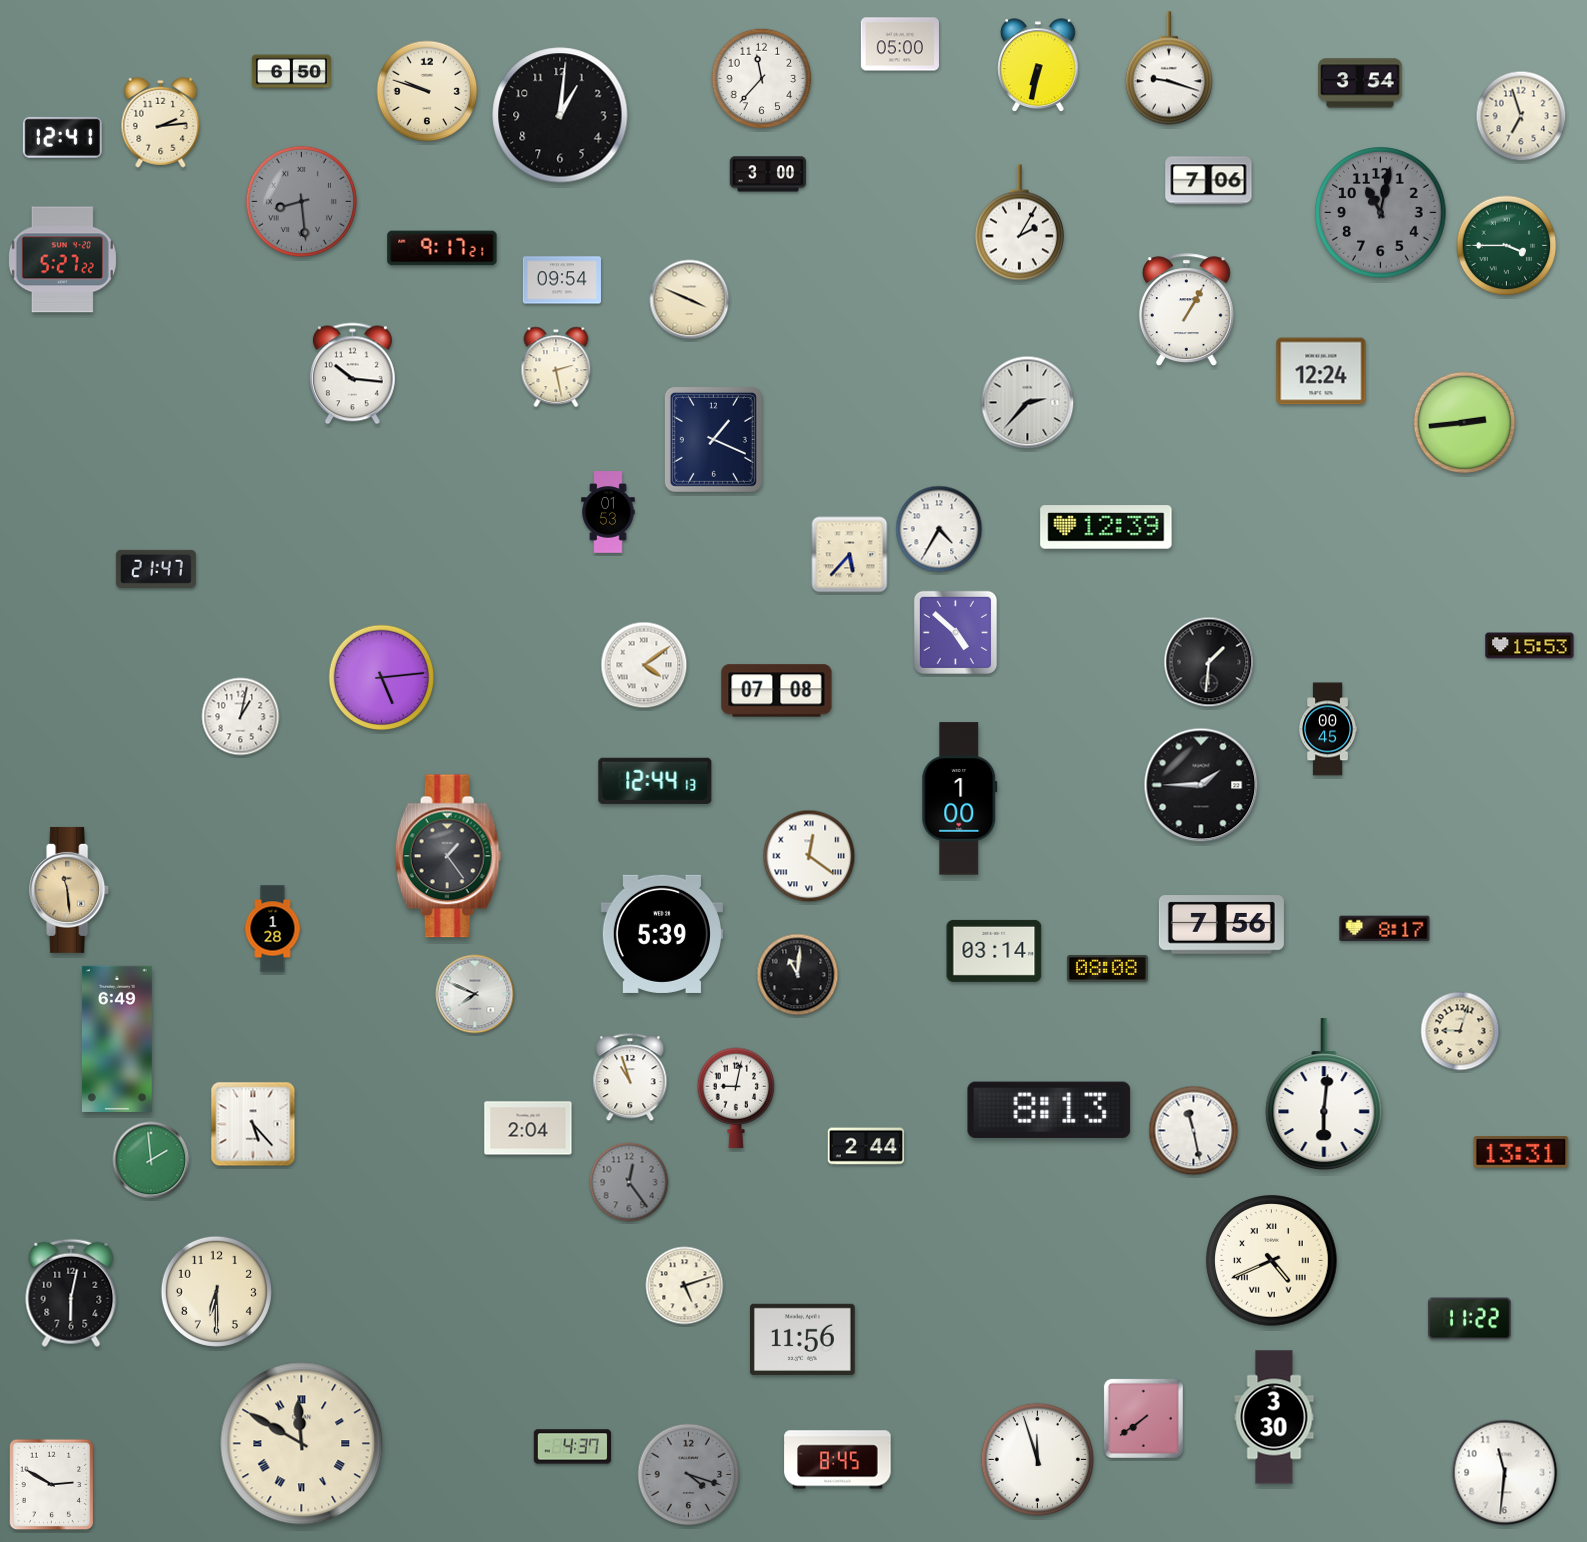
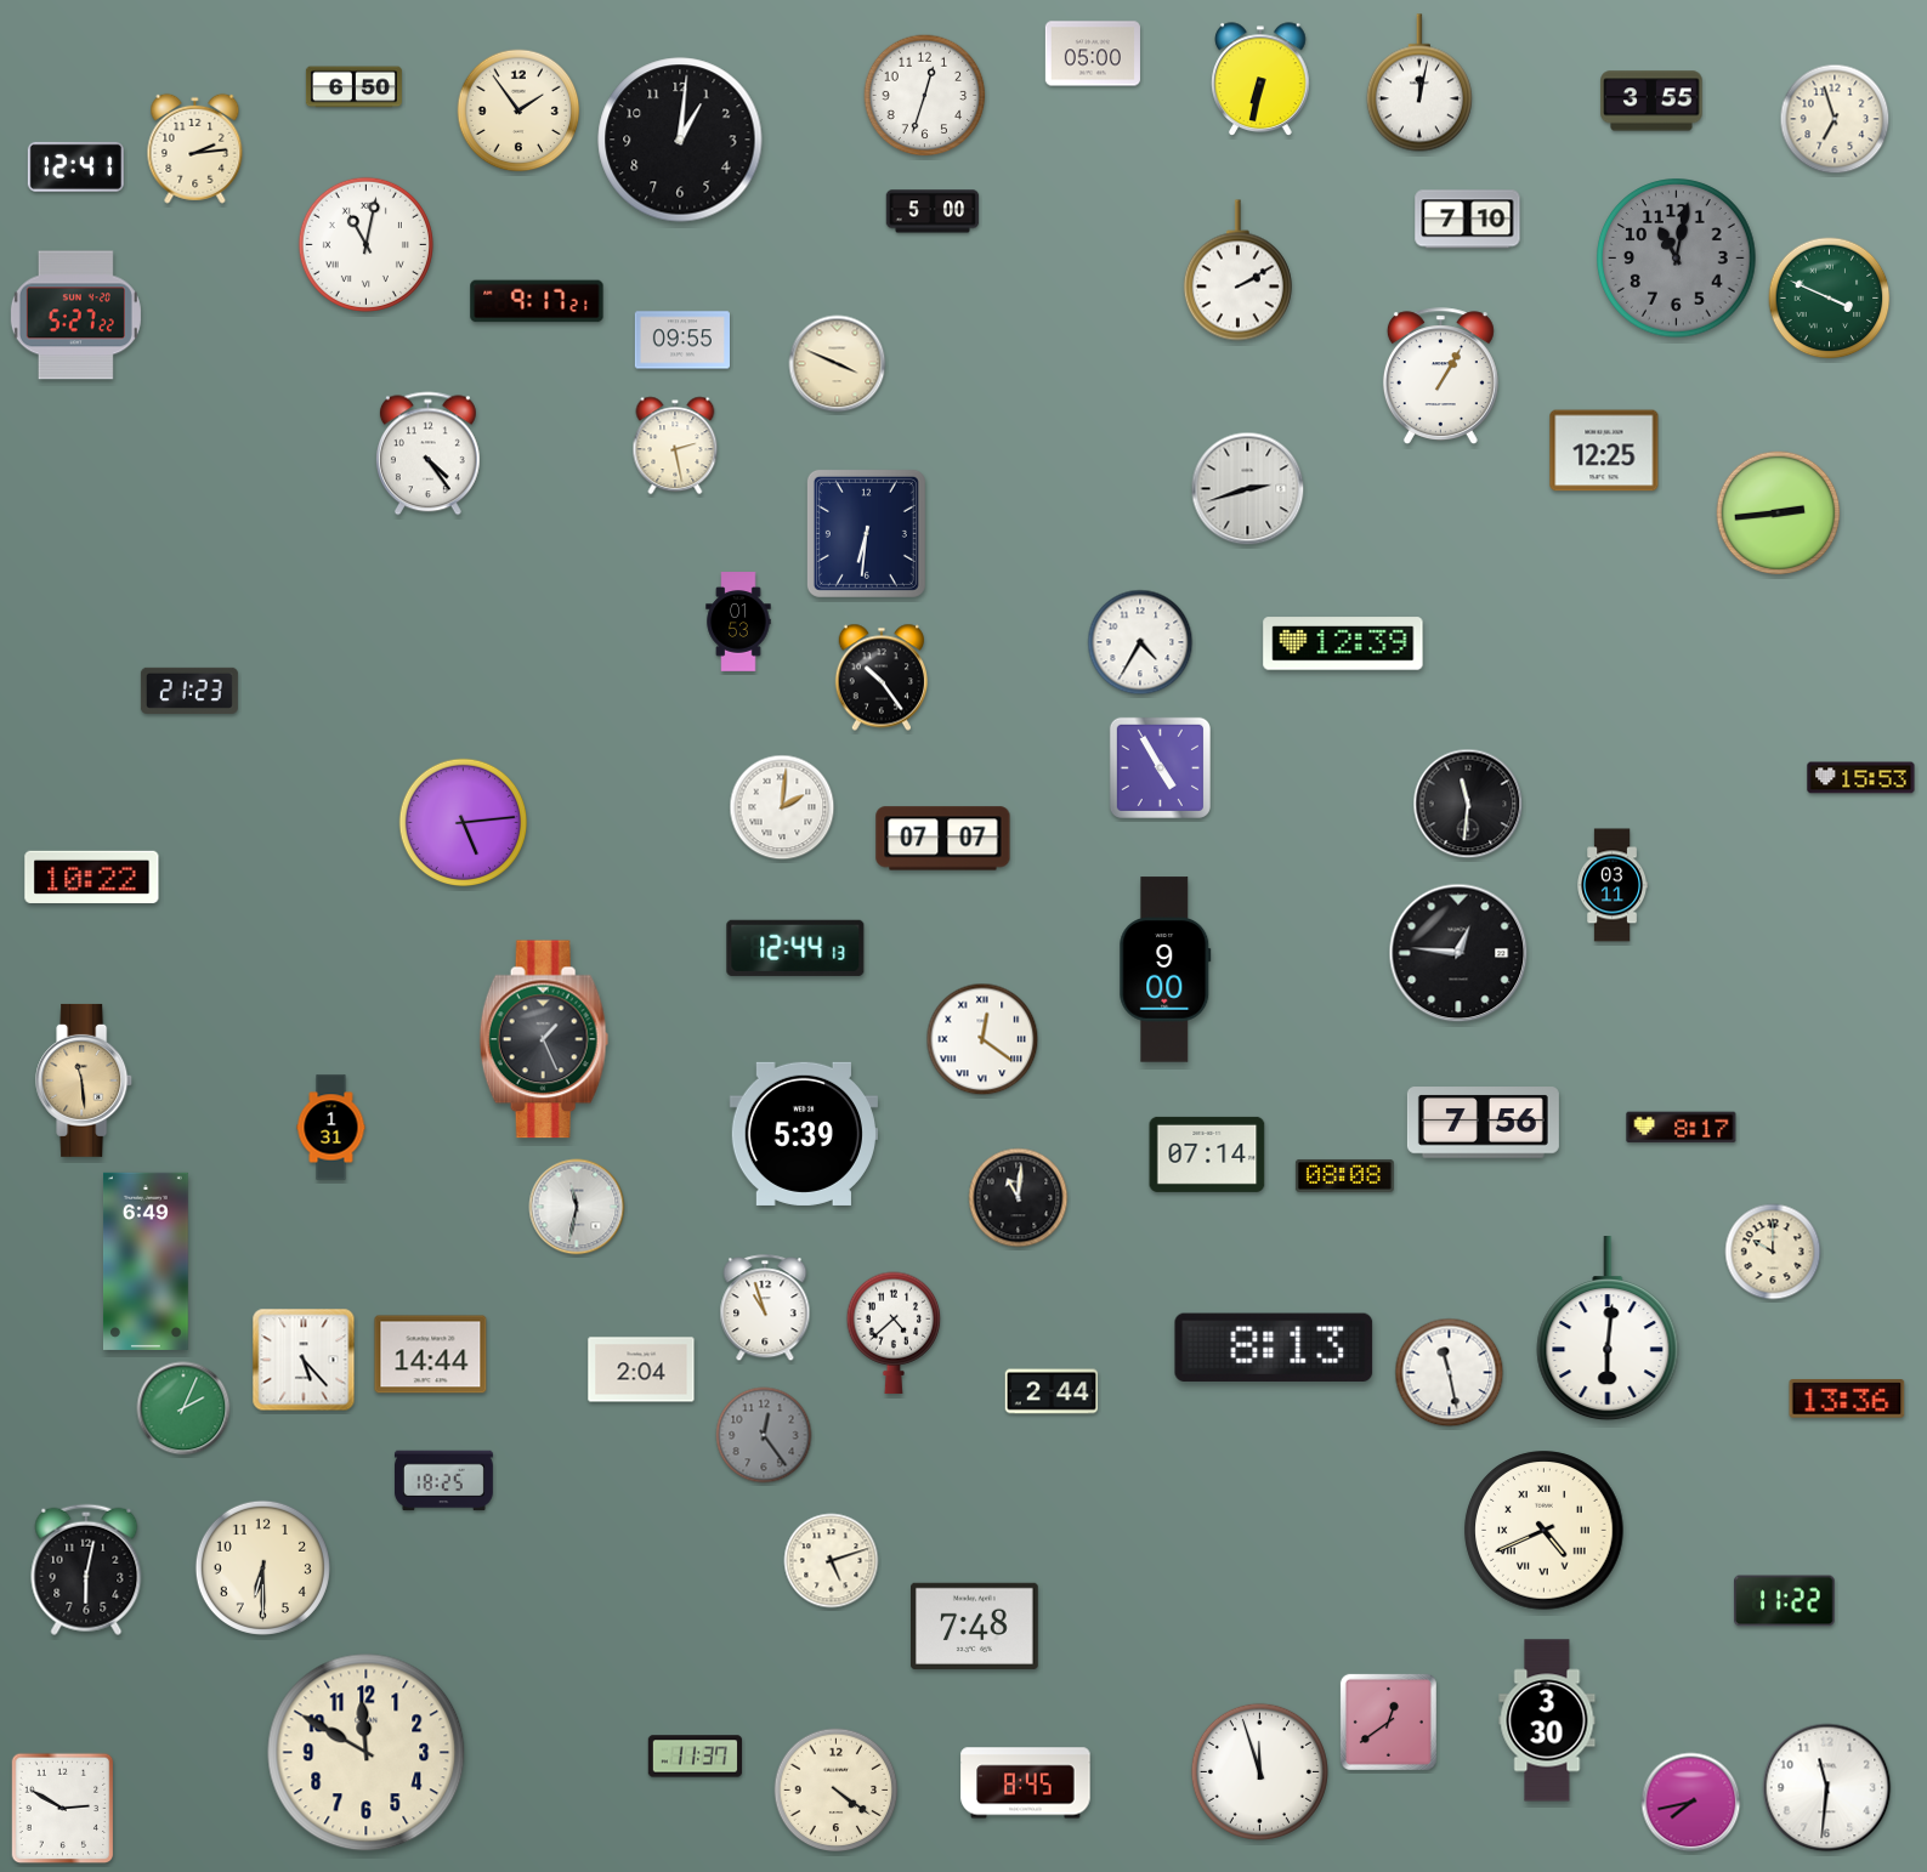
clock at (1169, 68): 9:18 -> 12:02
clock at (762, 79): 11:37 -> 12:33
clock at (1360, 83): 3:54 -> 3:55
clock at (427, 91): 9:48 -> 1:54
clock at (1521, 116) position: (1521, 116) -> (1835, 119)
clock at (768, 174): 3:00 -> 5:00
clock at (1209, 181): 7:06 -> 7:10
clock at (301, 201): 8:29 -> 11:02
clock at (301, 201) dial: grey -> white
clock at (1019, 223): 2:05 -> 2:10
clock at (1507, 246): 3:45 -> 3:49
clock at (562, 280): 09:54 -> 09:55
clock at (1321, 371): 12:24 -> 12:25
clock at (352, 374): 10:16 -> 4:24
clock at (1028, 403): 2:37 -> 2:42
clock at (713, 439): 1:19 -> 6:31
clock at (1106, 527) position: (1106, 527) -> (1343, 643)
clock at (850, 555): 5:37 -> none
clock at (880, 677): none -> 10:24
clock at (156, 569): 21:47 -> 21:23
clock at (955, 632): 4:52 -> 4:55
clock at (1530, 646) position: (1530, 646) -> (1861, 778)
clock at (1209, 662): 1:31 -> 11:31
clock at (644, 665): 4:09 -> 2:01
clock at (777, 691): 07:08 -> 07:07
clock at (241, 717): 1:02 -> none
clock at (92, 877): none -> 10:22
clock at (1327, 729): 00:45 -> 03:11
clock at (1201, 785): 1:45 -> 12:46
clock at (960, 799): 1:00 -> 9:00
clock at (448, 856): 1:24 -> 1:26
clock at (273, 929): 1:28 -> 1:31
clock at (994, 951): 03:14 -> 07:14
clock at (798, 975) position: (798, 975) -> (1019, 1198)
clock at (475, 994): 7:49 -> 11:32
clock at (1460, 1031): 9:03 -> 10:00
clock at (117, 1039) position: (117, 1039) -> (146, 1261)
clock at (736, 1098): 9:02 -> 4:38
clock at (431, 1355): none -> 14:44
clock at (253, 1124) position: (253, 1124) -> (304, 1360)
clock at (1521, 1153): 13:31 -> 13:36
clock at (151, 1160): 1:59 -> 2:04
clock at (443, 1481): none -> 18:25
clock at (803, 1339): 11:56 -> 7:48
clock at (1143, 1418): 7:39 -> 12:39
clock at (302, 1444) numerals: Roman -> Arabic
clock at (573, 1447): 4:37 -> 11:37
clock at (838, 1460) position: (838, 1460) -> (1026, 1783)
clock at (689, 1475): 4:18 -> 4:21
clock at (689, 1475) dial: grey -> cream
clock at (52, 1485) position: (52, 1485) -> (63, 1809)
clock at (1691, 1803): none -> 7:43
